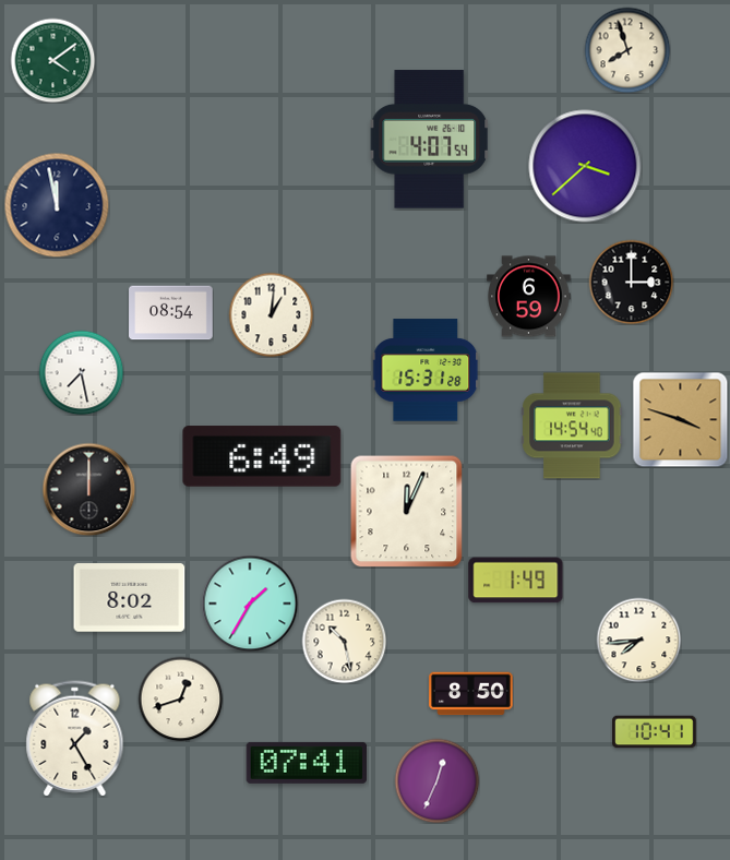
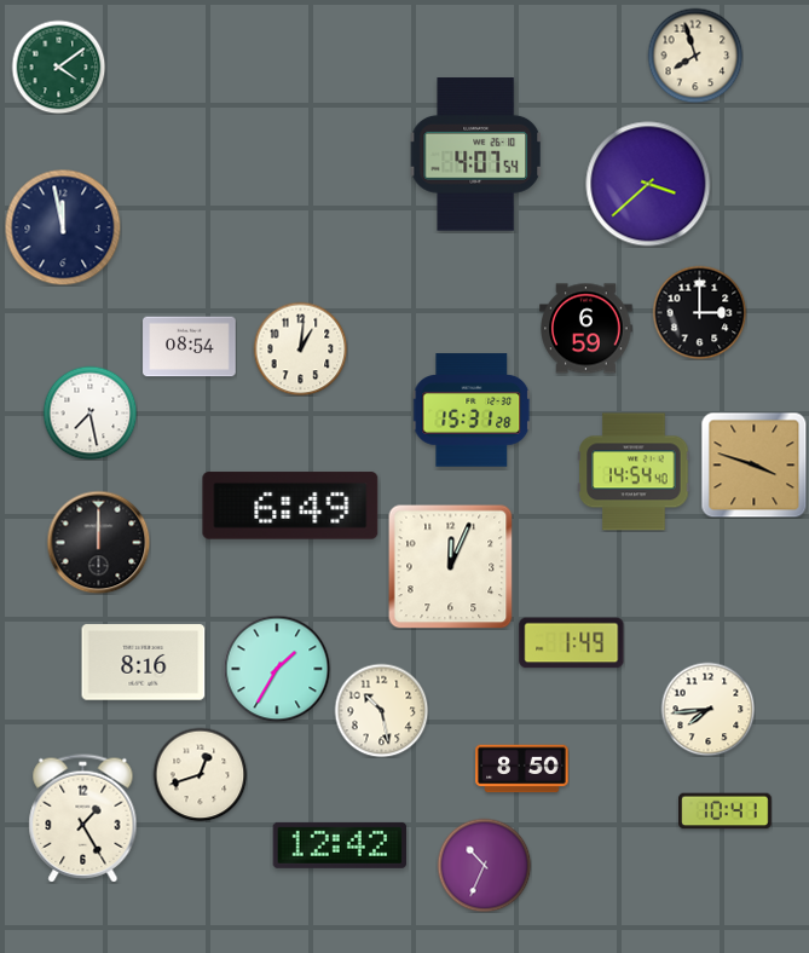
clock at (130, 598): 8:02 -> 8:16
clock at (307, 763): 07:41 -> 12:42
clock at (436, 780): 12:34 -> 10:34
